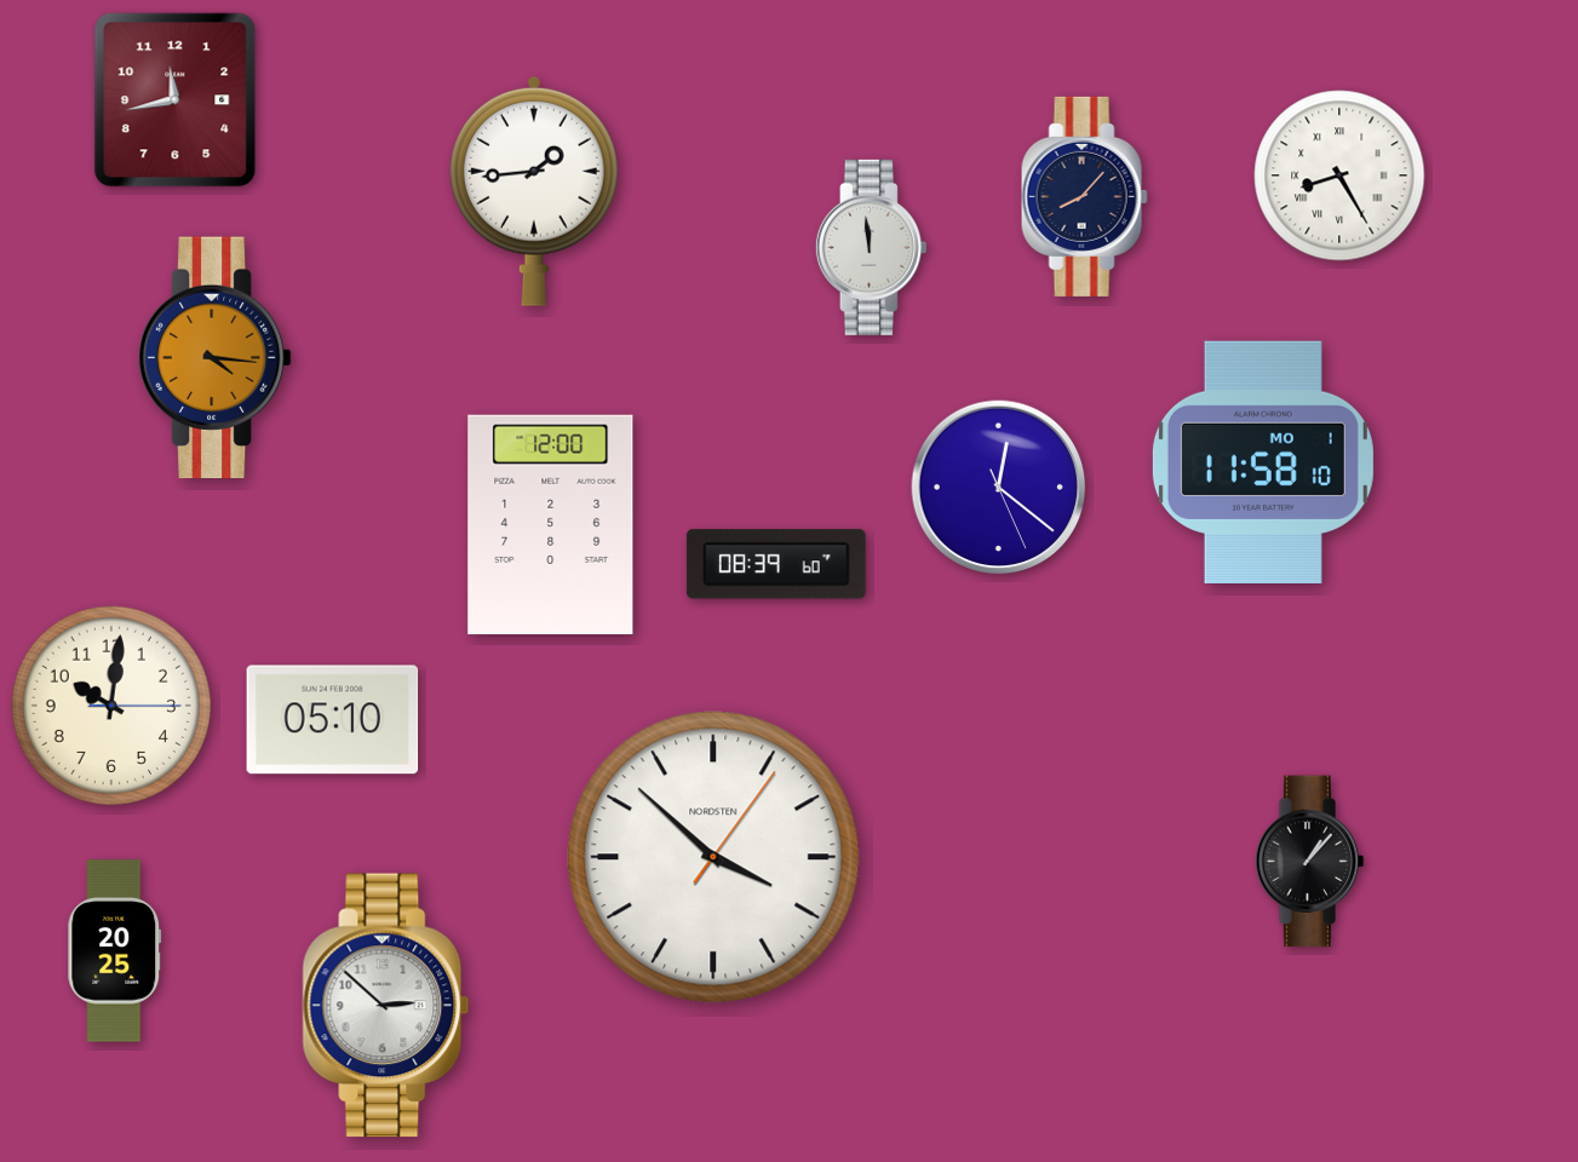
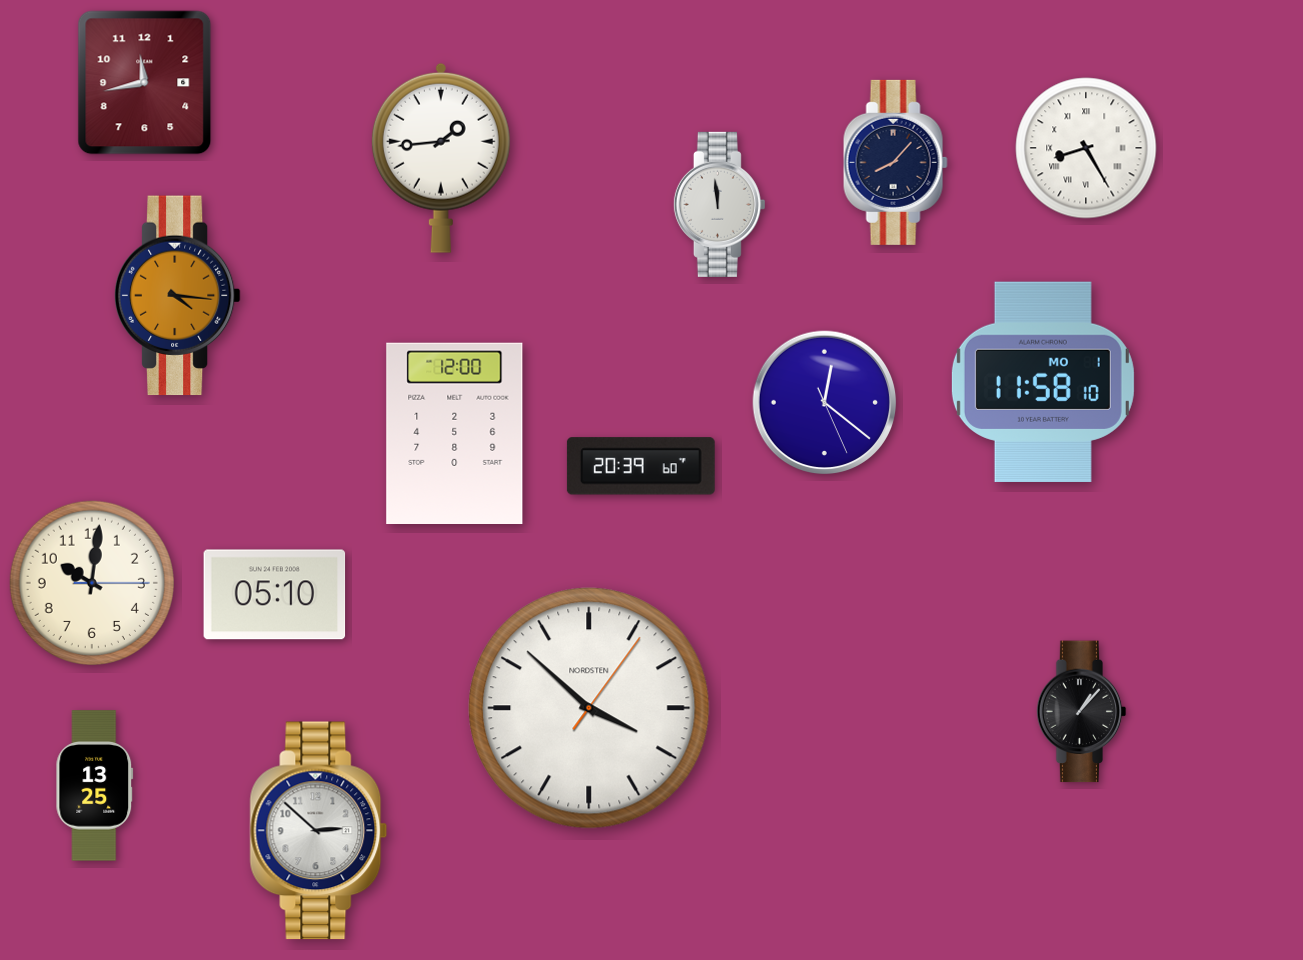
clock at (1339, 176) position: (1339, 176) -> (1086, 148)
clock at (776, 564): 08:39 -> 20:39
clock at (115, 951): 20:25 -> 13:25
